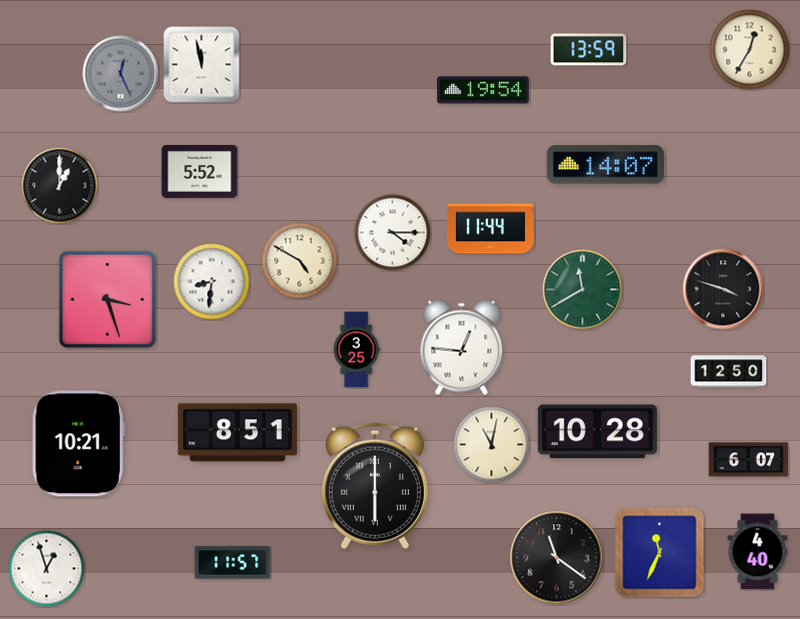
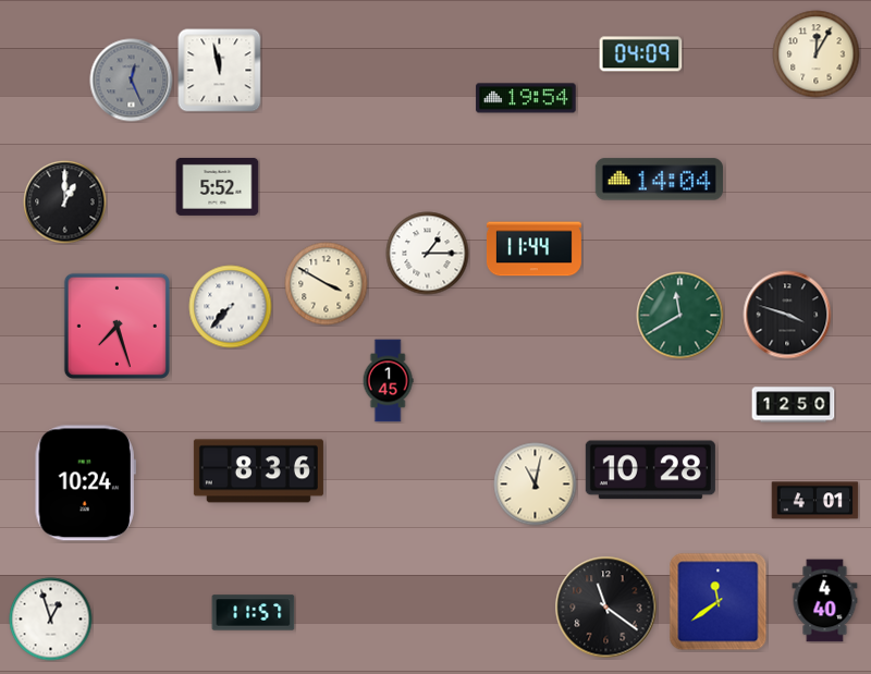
clock at (589, 50): 13:59 -> 04:09
clock at (750, 50): 12:35 -> 12:05
clock at (605, 165): 14:07 -> 14:04
clock at (393, 233): 4:15 -> 1:15
clock at (300, 261): 4:50 -> 3:50
clock at (212, 282): 8:31 -> 7:37
clock at (583, 290) position: (583, 290) -> (680, 316)
clock at (107, 299): 3:27 -> 7:27
clock at (462, 348): 12:46 -> none
clock at (356, 350): 3:25 -> 1:45
clock at (237, 433): 8:51 -> 8:36
clock at (78, 444): 10:21 -> 10:24
clock at (749, 460): 6:07 -> 4:01
clock at (375, 486): 6:00 -> none
clock at (660, 553): 11:34 -> 11:39
